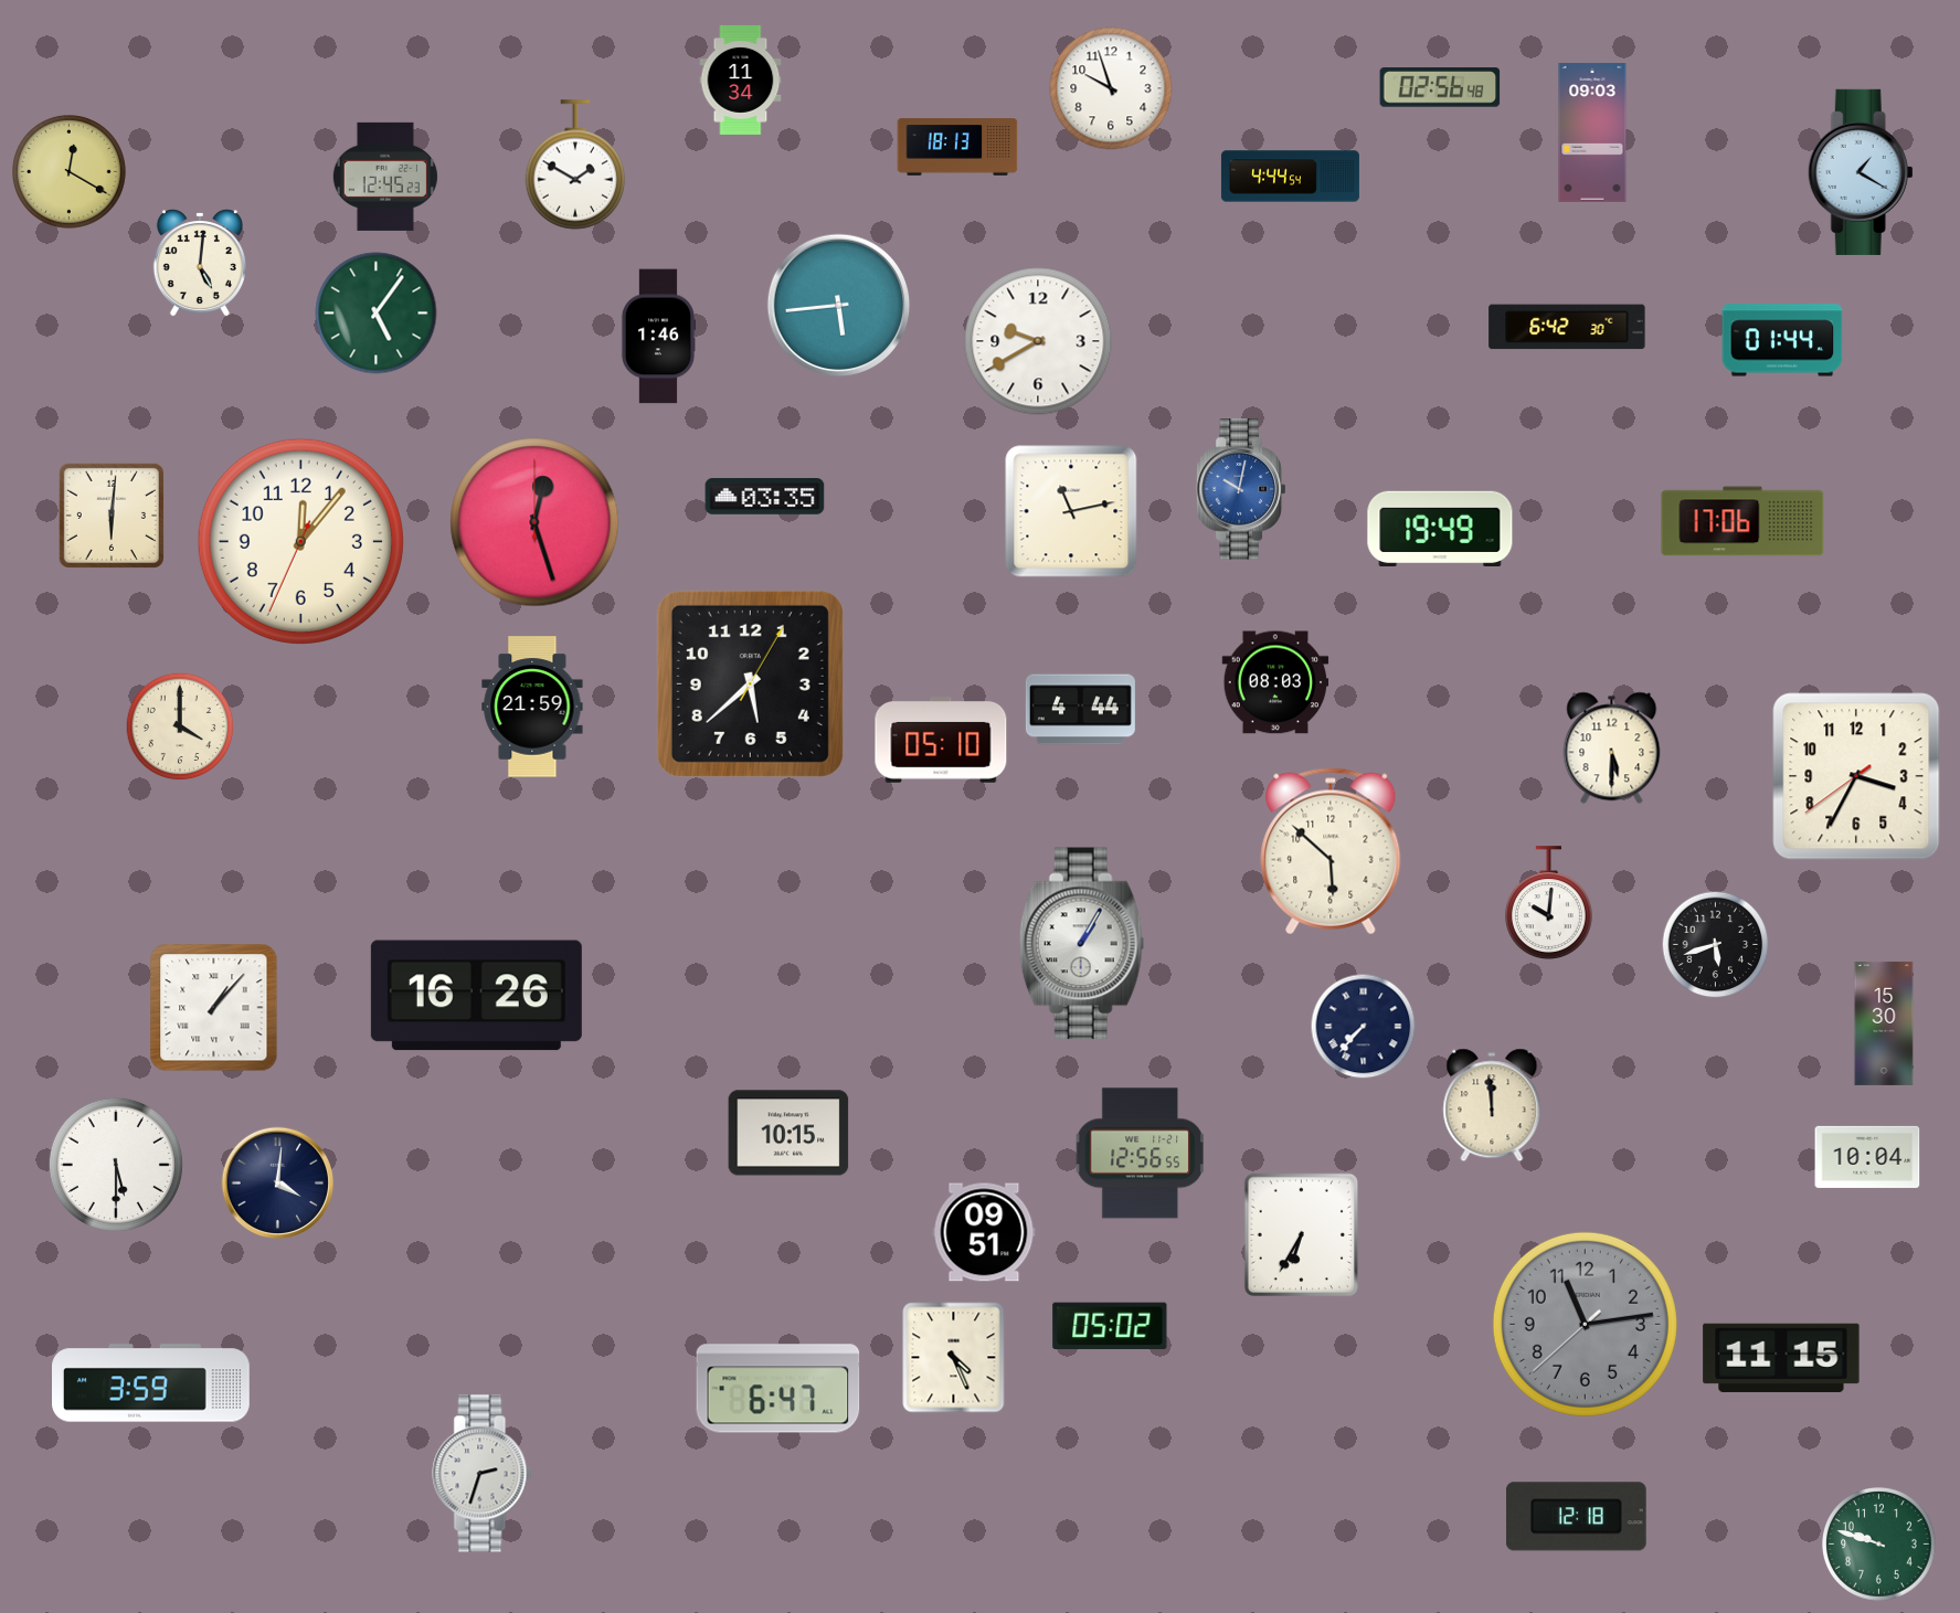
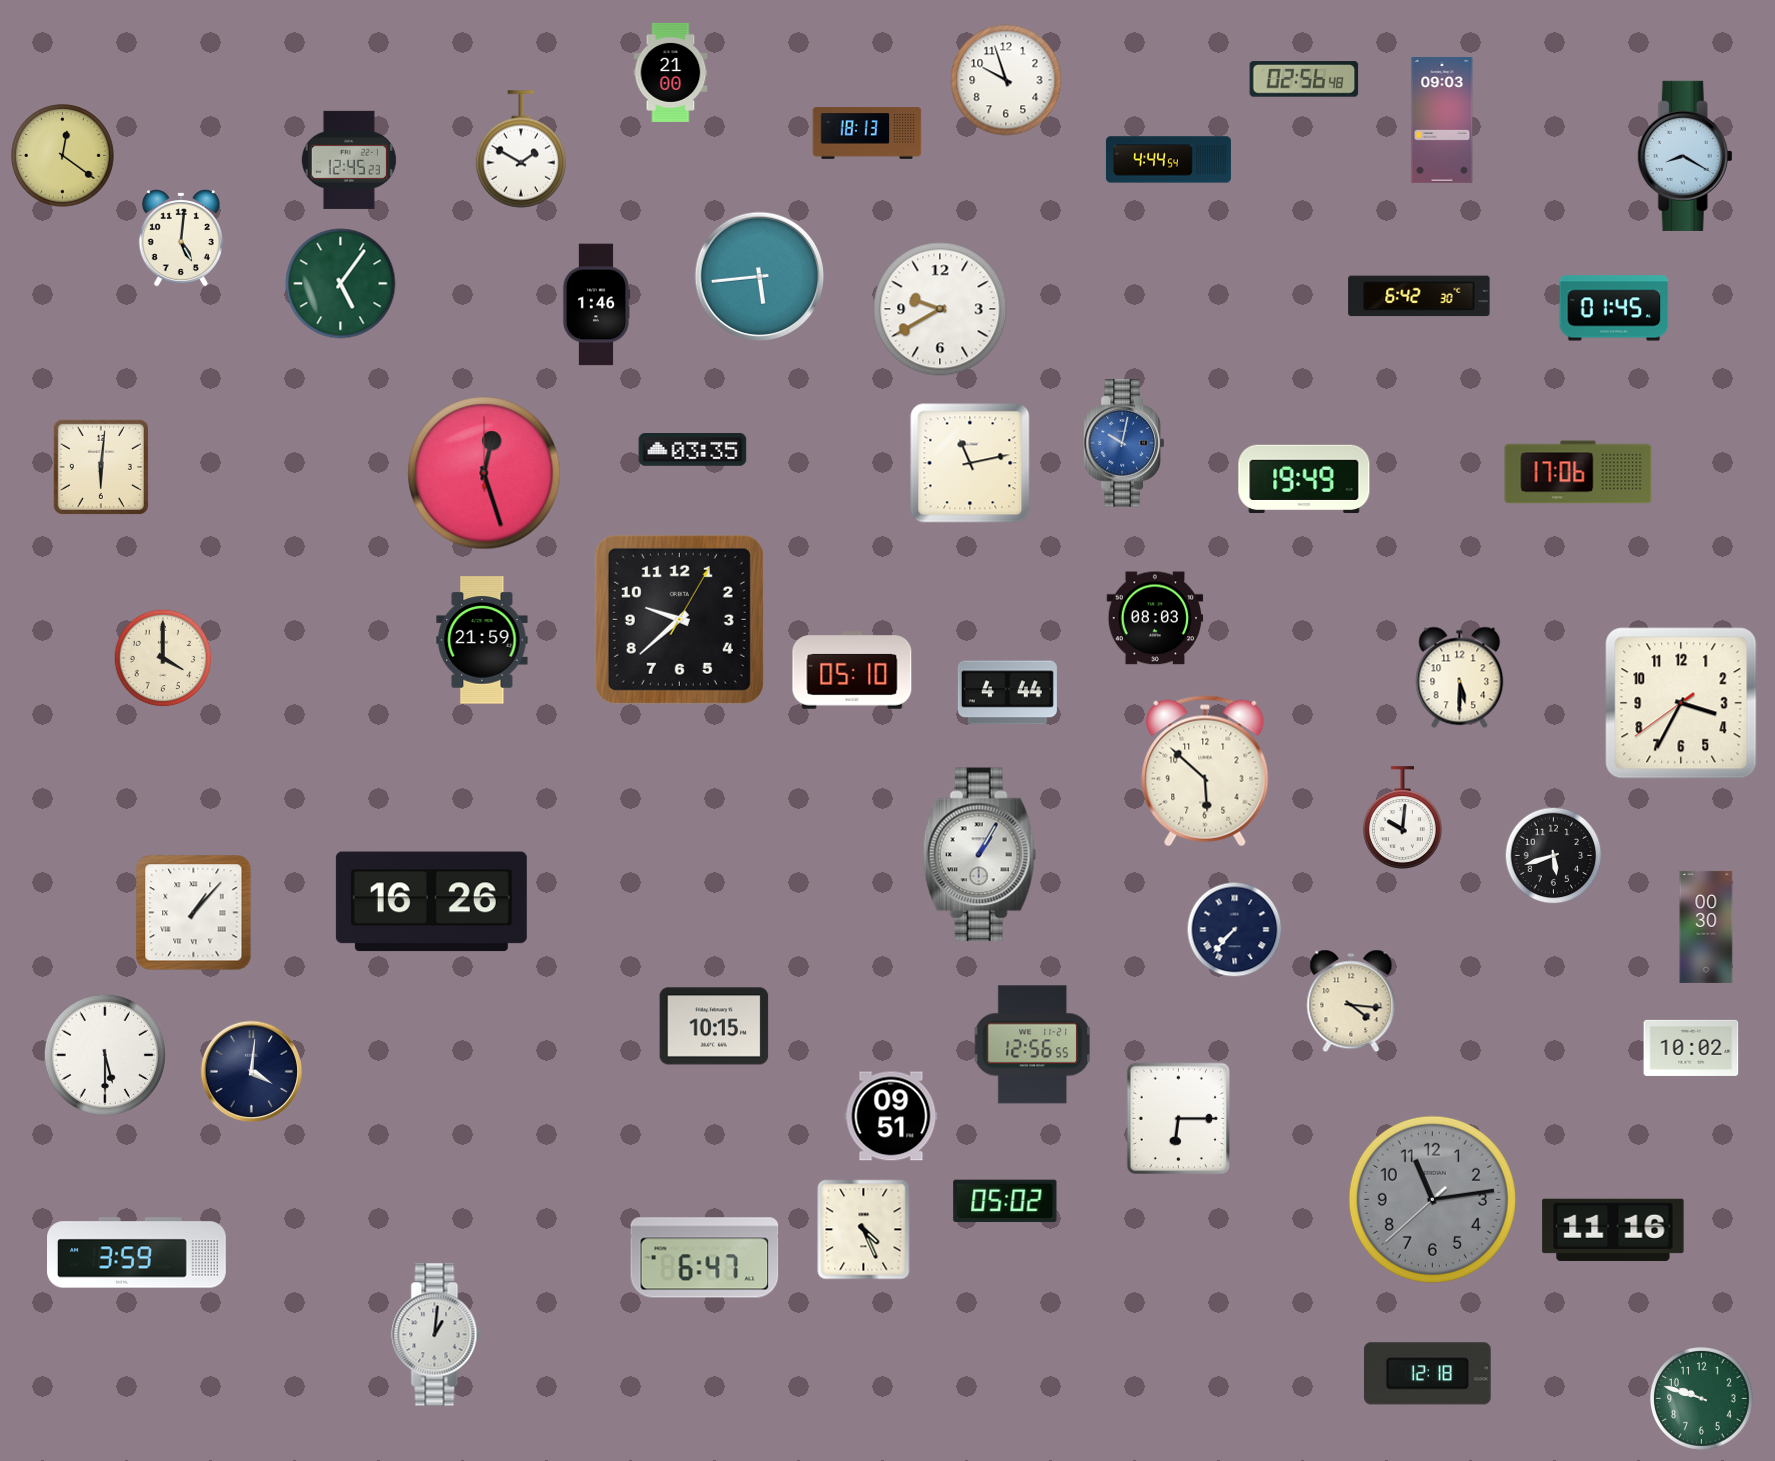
clock at (741, 79): 11:34 -> 21:00
clock at (70, 172): 12:20 -> 12:21
clock at (1861, 172): 1:20 -> 8:20
clock at (1782, 340): 01:44 -> 01:45
clock at (300, 541): 12:06 -> none
clock at (750, 683): 5:38 -> 9:38
clock at (1080, 710) position: (1080, 710) -> (1007, 693)
clock at (1884, 1023): 15:30 -> 00:30
clock at (1492, 1105): 11:59 -> 4:16
clock at (1867, 1157): 10:04 -> 10:02
clock at (1302, 1235): 6:35 -> 6:15
clock at (1585, 1324) position: (1585, 1324) -> (1432, 1199)
clock at (1781, 1357): 11:15 -> 11:16
clock at (483, 1474): 2:33 -> 1:01
